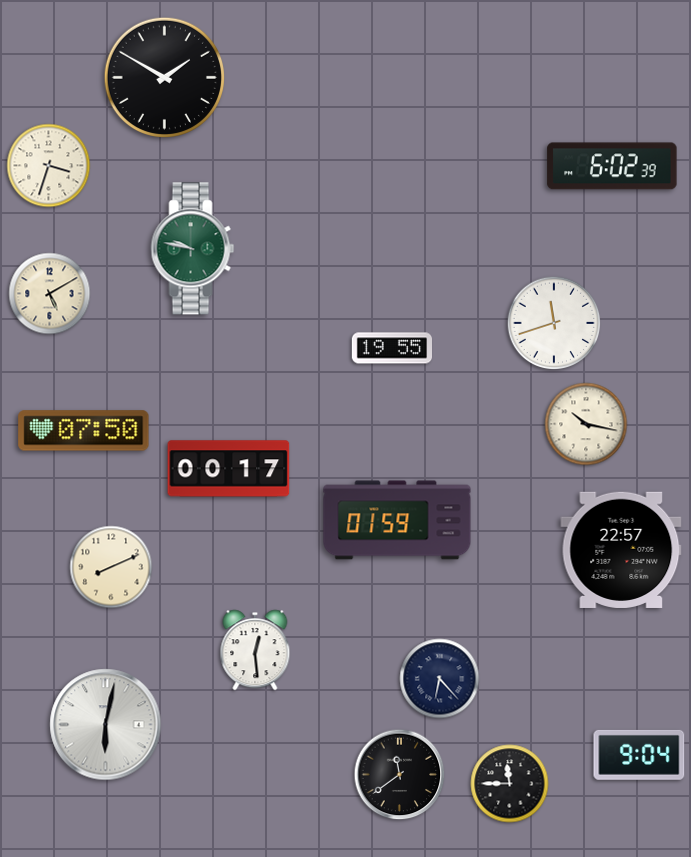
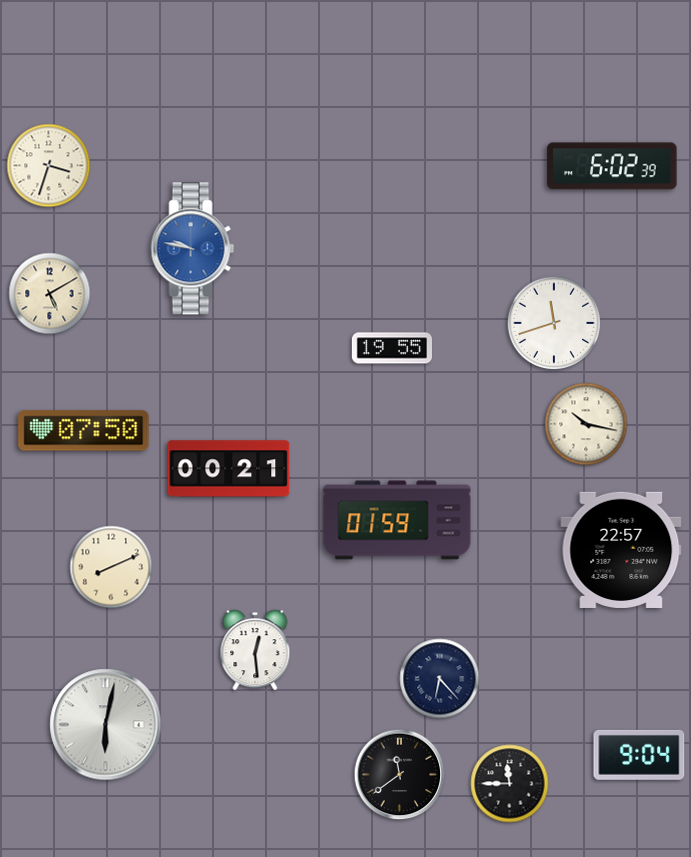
clock at (164, 77): 1:50 -> none
clock at (193, 249) dial: green -> blue
clock at (229, 469): 00:17 -> 00:21
